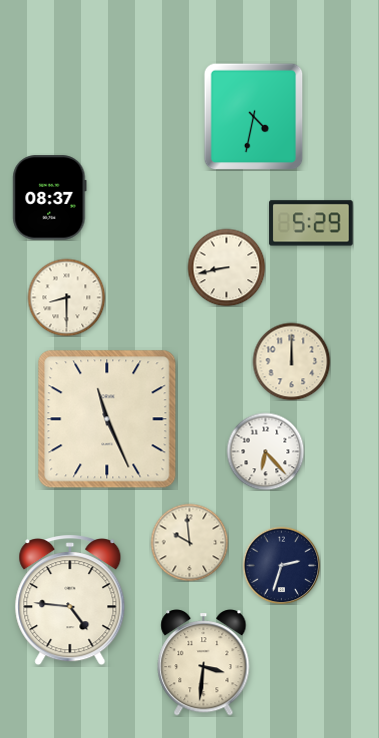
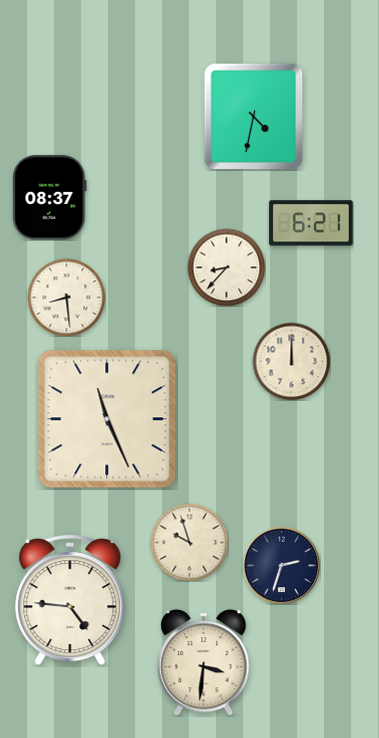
clock at (311, 223): 5:29 -> 6:21
clock at (226, 267): 8:43 -> 8:37
clock at (66, 297): 8:30 -> 8:29
clock at (265, 451): 6:23 -> none
clock at (189, 542): 9:59 -> 9:57
